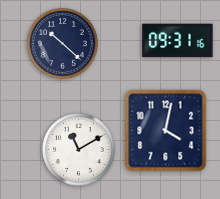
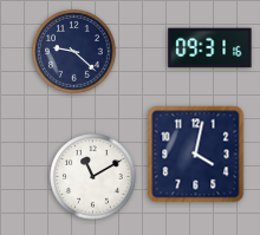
clock at (63, 44): 10:22 -> 9:22
